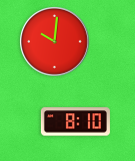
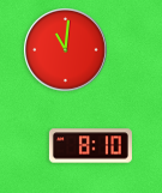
clock at (55, 42): 10:01 -> 11:01
